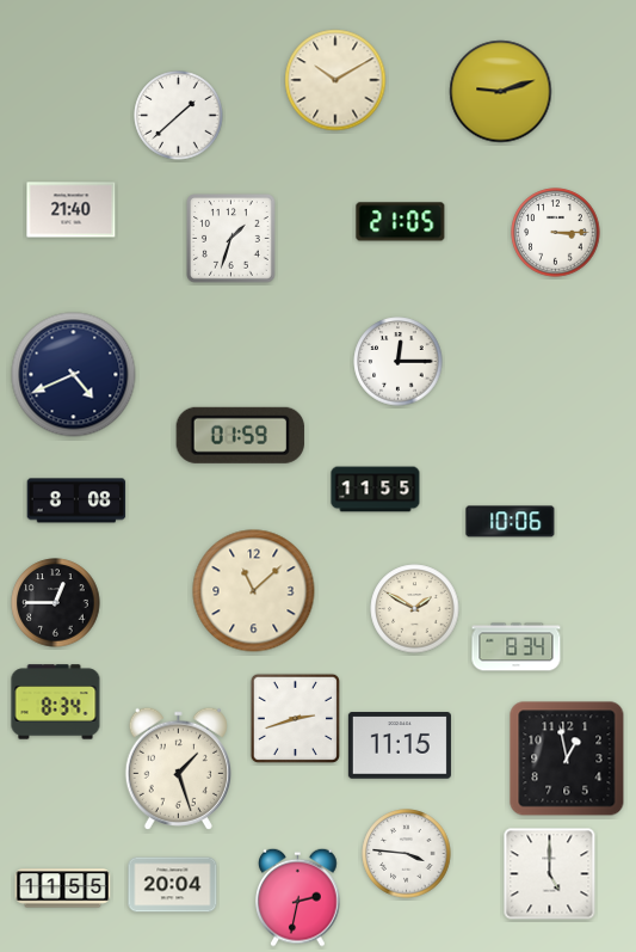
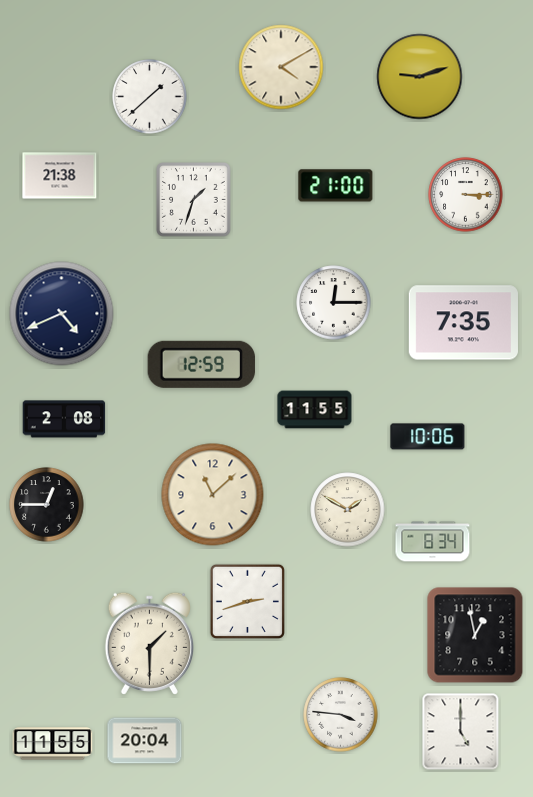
clock at (335, 80): 10:10 -> 4:10
clock at (72, 210): 21:40 -> 21:38
clock at (401, 222): 21:05 -> 21:00
clock at (463, 323): none -> 7:35
clock at (240, 435): 01:59 -> 12:59
clock at (76, 500): 8:08 -> 2:08
clock at (56, 702): 8:34 -> none
clock at (400, 745): 11:15 -> none
clock at (178, 768): 1:27 -> 1:30
clock at (298, 897): 2:32 -> none
